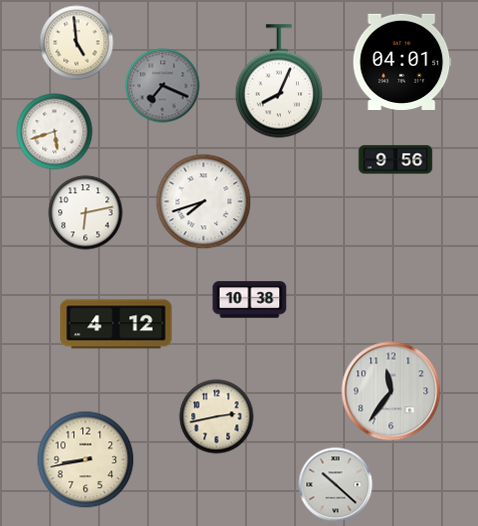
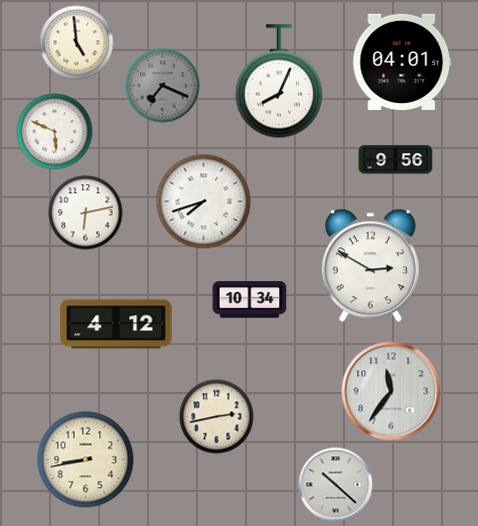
clock at (55, 132): 5:42 -> 5:49
clock at (370, 266): none -> 2:50
clock at (250, 300): 10:38 -> 10:34
